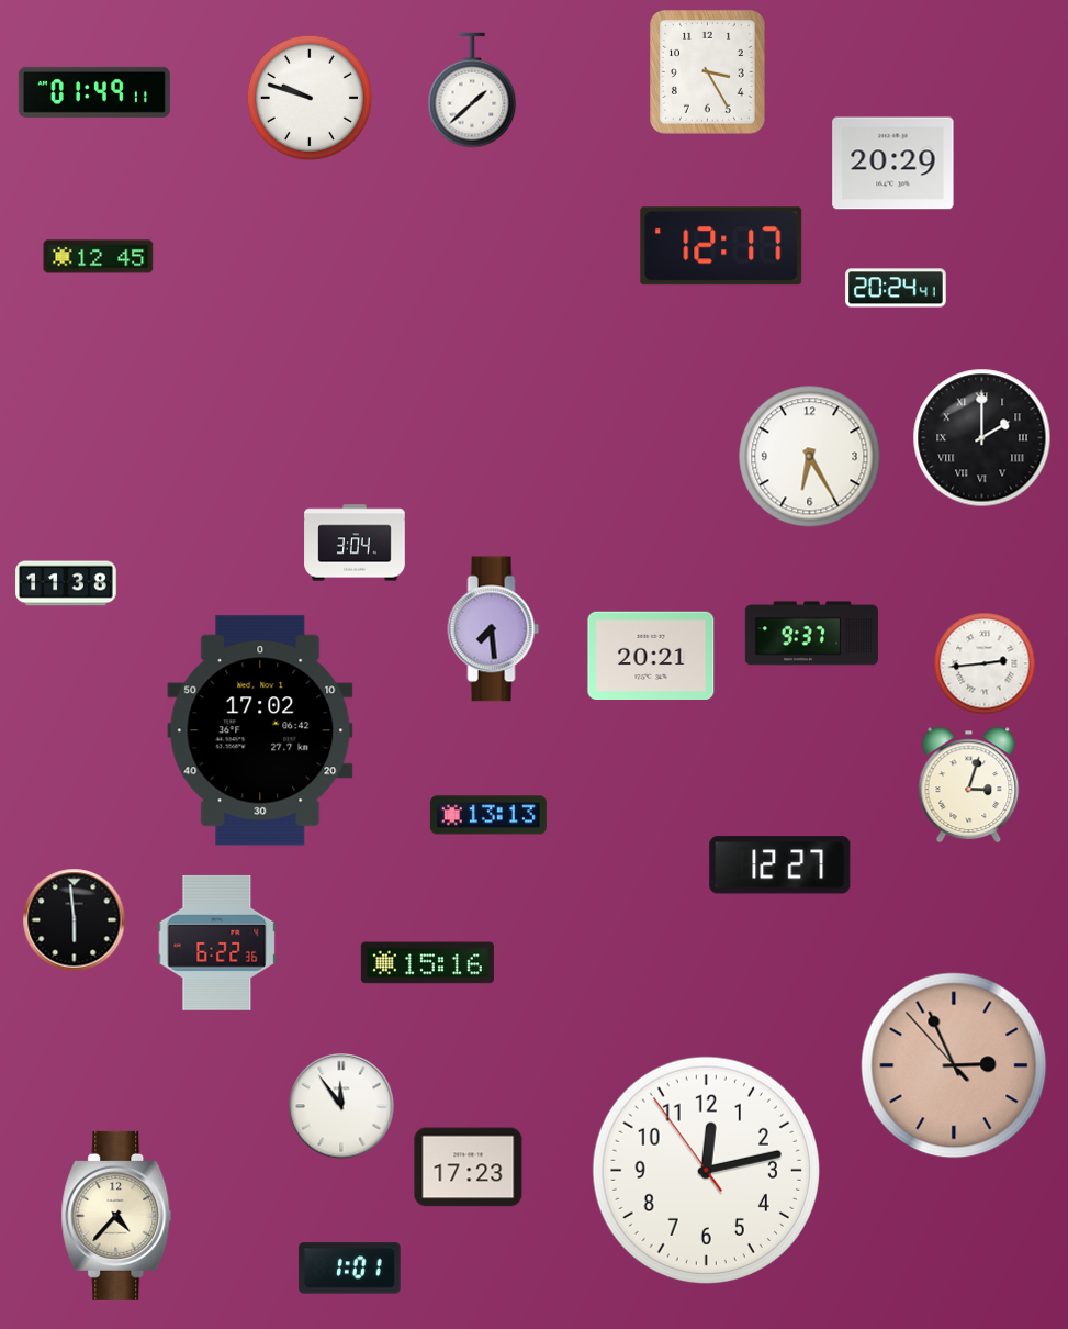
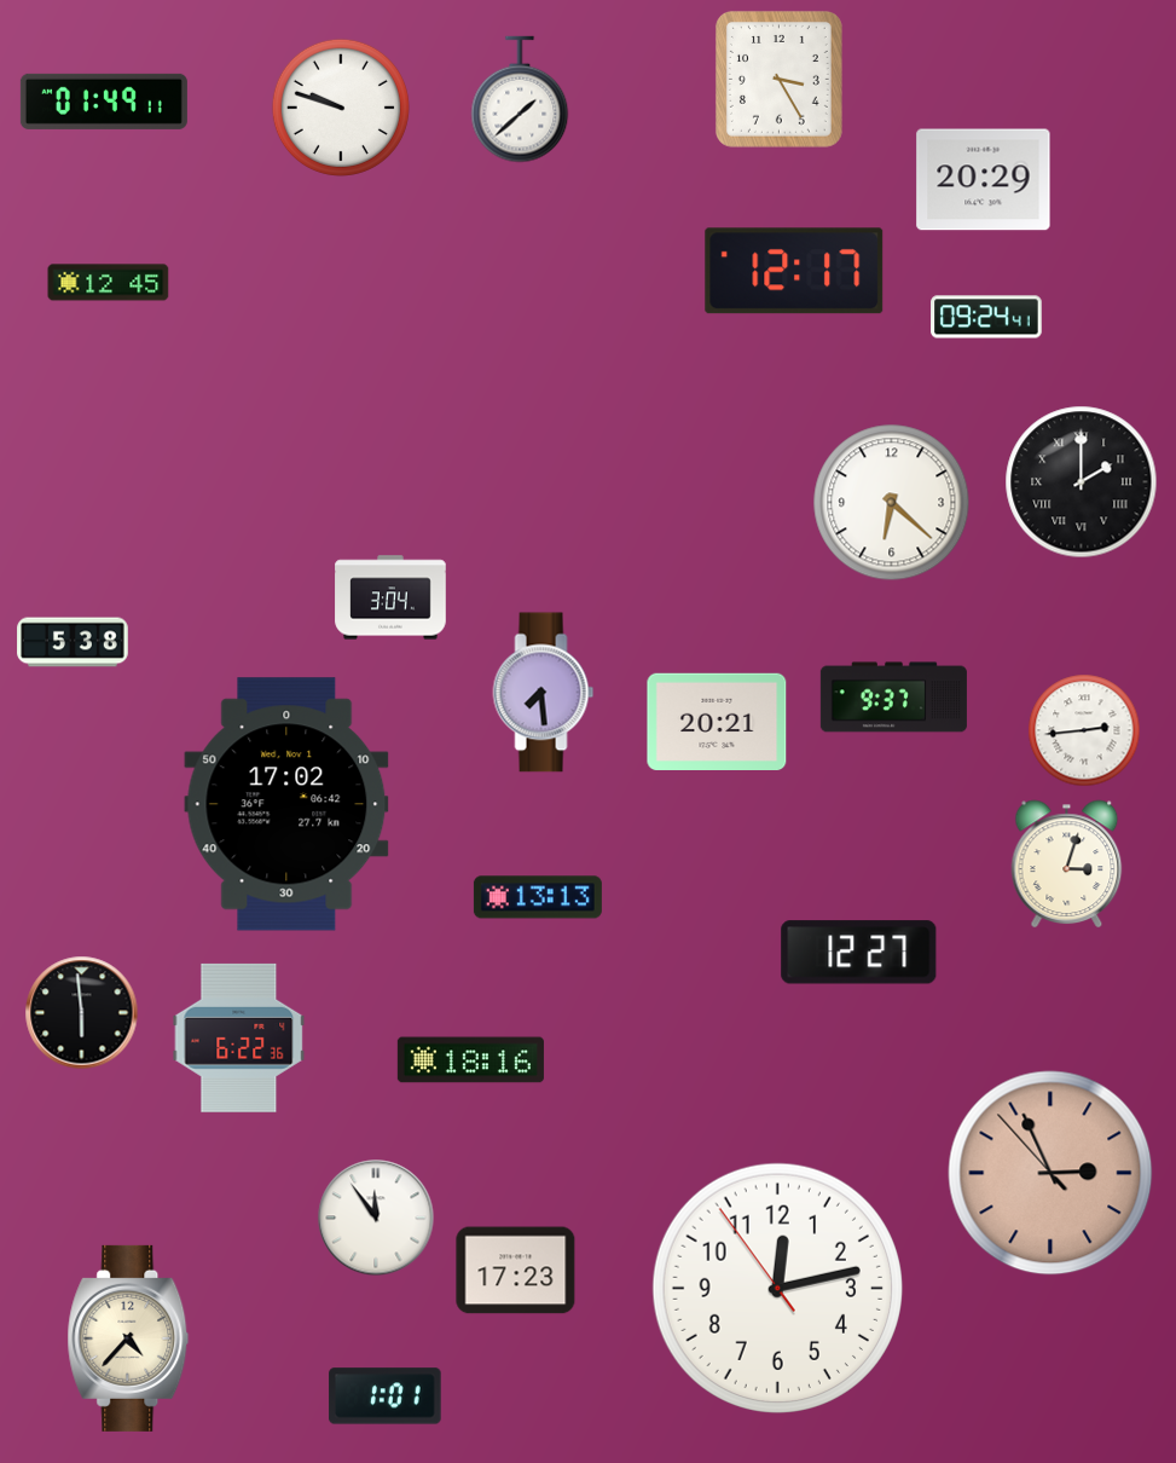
clock at (896, 288): 20:24 -> 09:24
clock at (810, 457): 6:25 -> 6:22
clock at (66, 583): 11:38 -> 5:38
clock at (427, 963): 15:16 -> 18:16
clock at (469, 1168) position: (469, 1168) -> (516, 1271)
